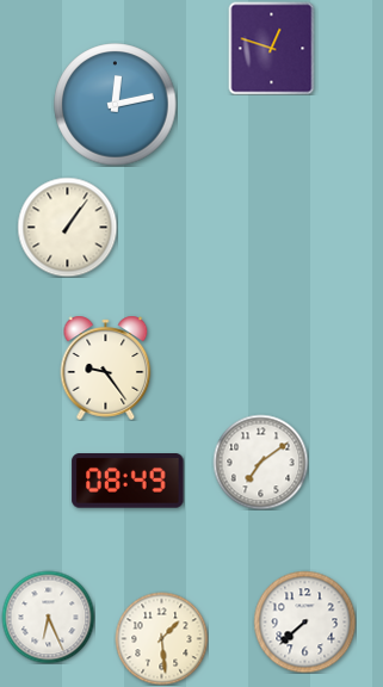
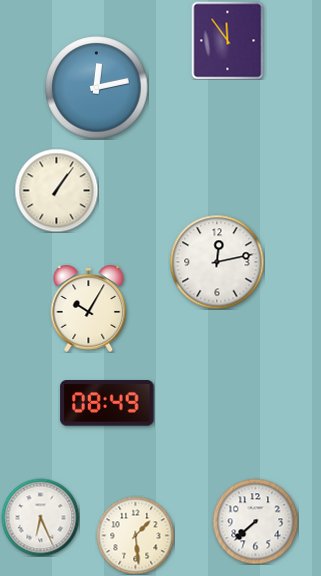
clock at (272, 48): 12:48 -> 11:54
clock at (217, 262): none -> 12:13
clock at (106, 367): 9:24 -> 10:05
clock at (260, 462): 7:09 -> none
